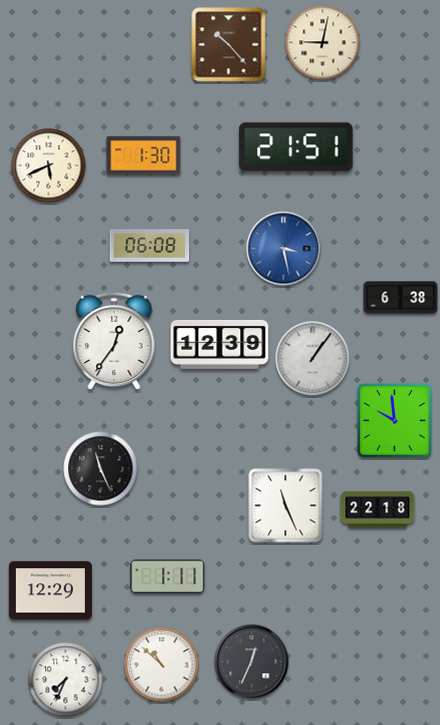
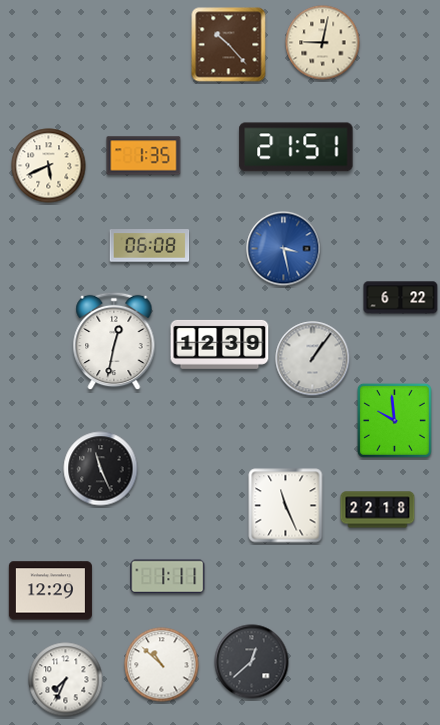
clock at (144, 156): 1:30 -> 1:35
clock at (401, 298): 6:38 -> 6:22
clock at (114, 341): 12:36 -> 12:32
clock at (252, 662): 12:34 -> 12:38
